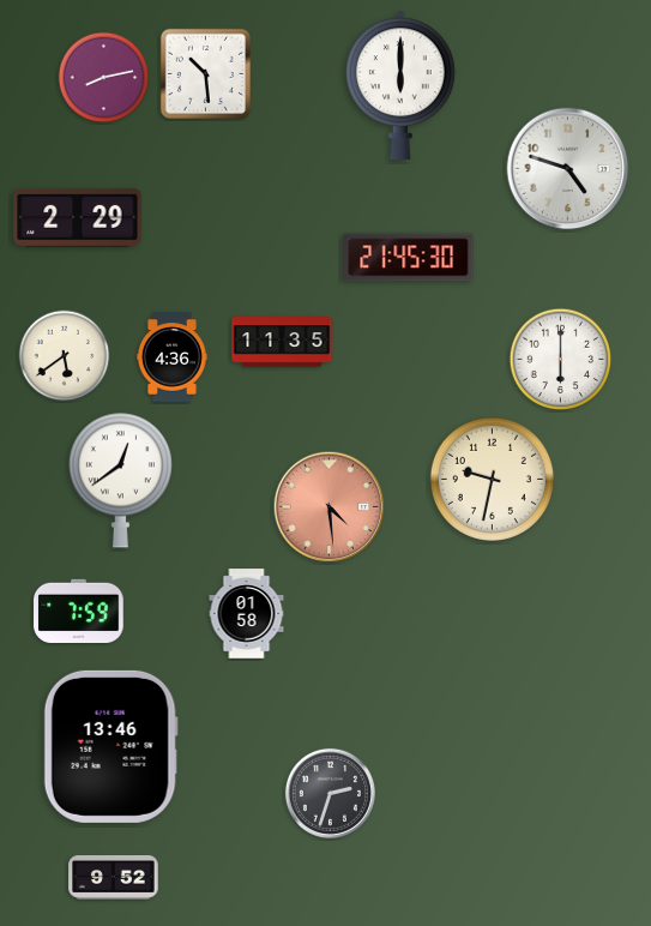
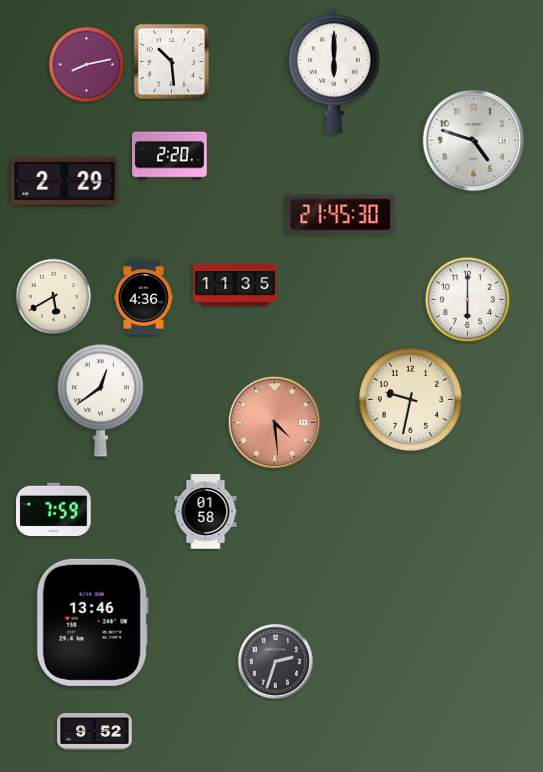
clock at (170, 156): none -> 2:20
clock at (65, 356): 5:39 -> 5:40
clock at (79, 611) position: (79, 611) -> (54, 509)
